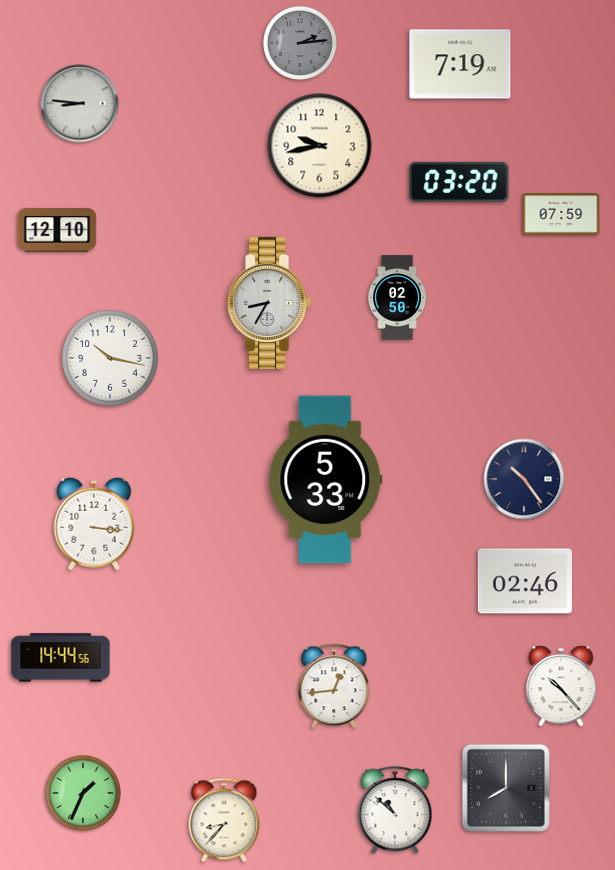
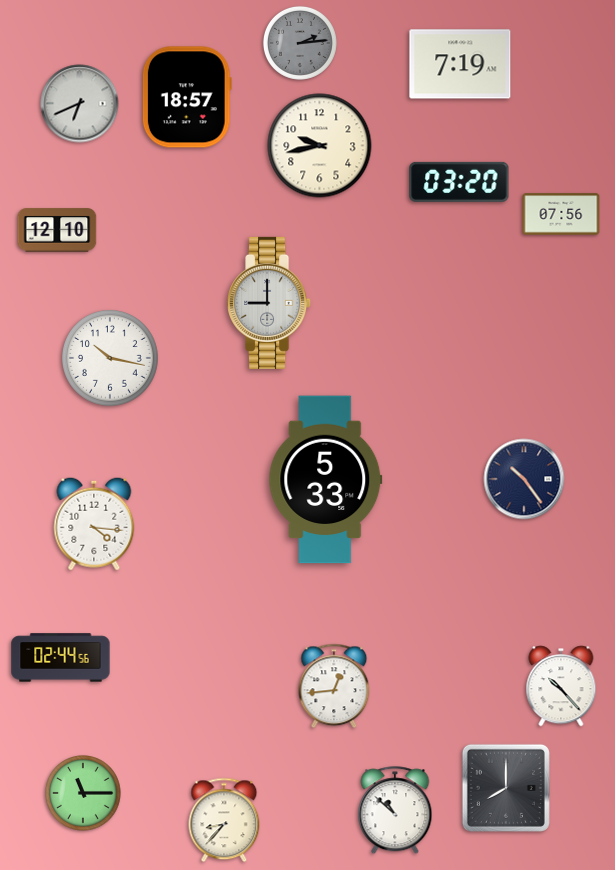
clock at (187, 97): none -> 18:57
clock at (80, 104): 8:46 -> 6:41
clock at (561, 214): 07:59 -> 07:56
clock at (398, 298): 02:50 -> none
clock at (270, 303): 8:35 -> 9:00
clock at (94, 524): 3:16 -> 4:16
clock at (525, 581): 02:46 -> none
clock at (61, 658): 14:44 -> 02:44
clock at (83, 793): 1:34 -> 11:15
